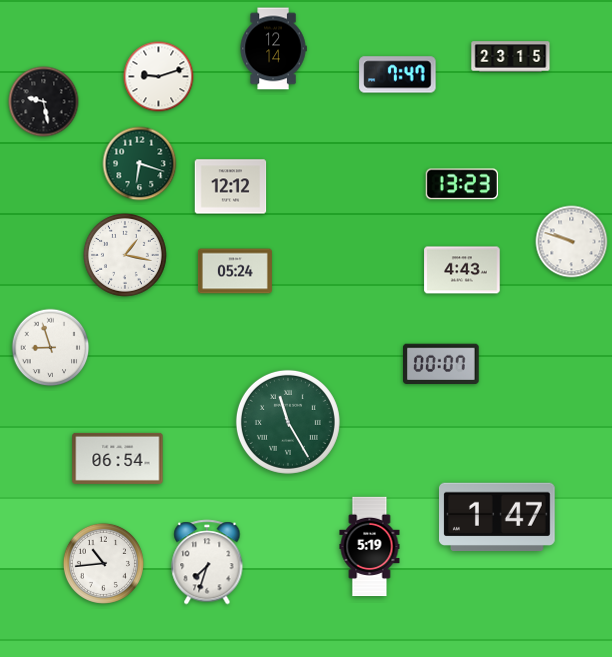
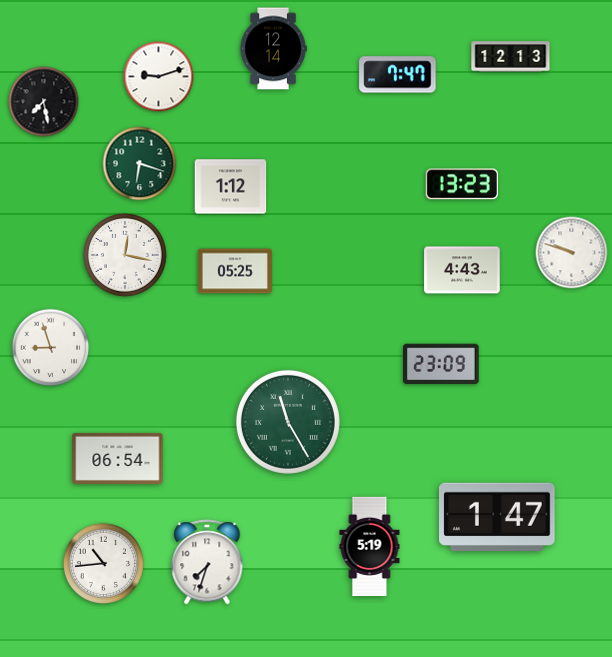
clock at (511, 57): 23:15 -> 12:13
clock at (44, 102): 9:28 -> 7:28
clock at (231, 187): 12:12 -> 1:12
clock at (572, 242) position: (572, 242) -> (572, 253)
clock at (126, 256): 1:17 -> 12:17
clock at (235, 271): 05:24 -> 05:25
clock at (441, 364): 00:07 -> 23:09
